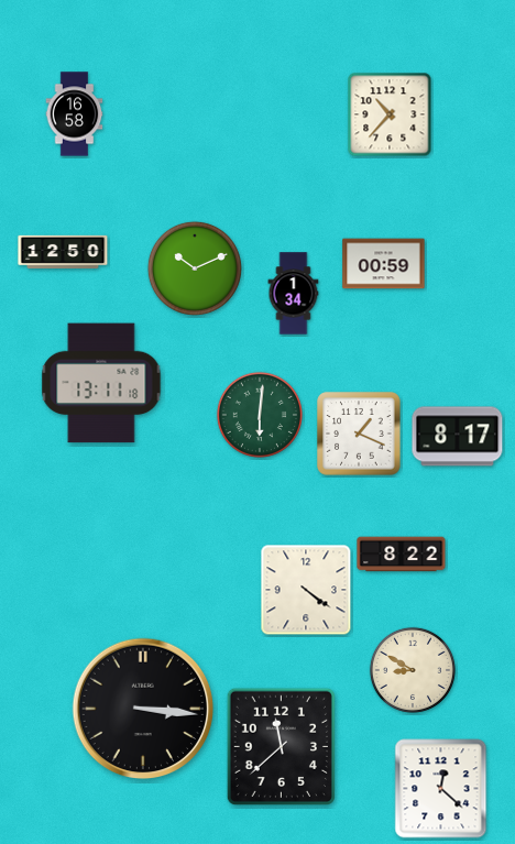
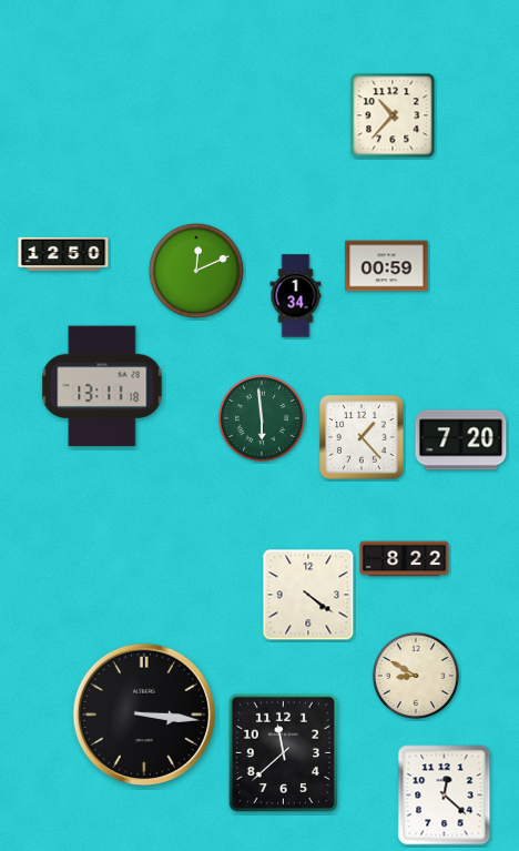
clock at (75, 114): 16:58 -> none
clock at (195, 268): 10:11 -> 12:11
clock at (260, 415): 6:01 -> 5:59
clock at (359, 434): 1:19 -> 1:23
clock at (458, 437): 8:17 -> 7:20
